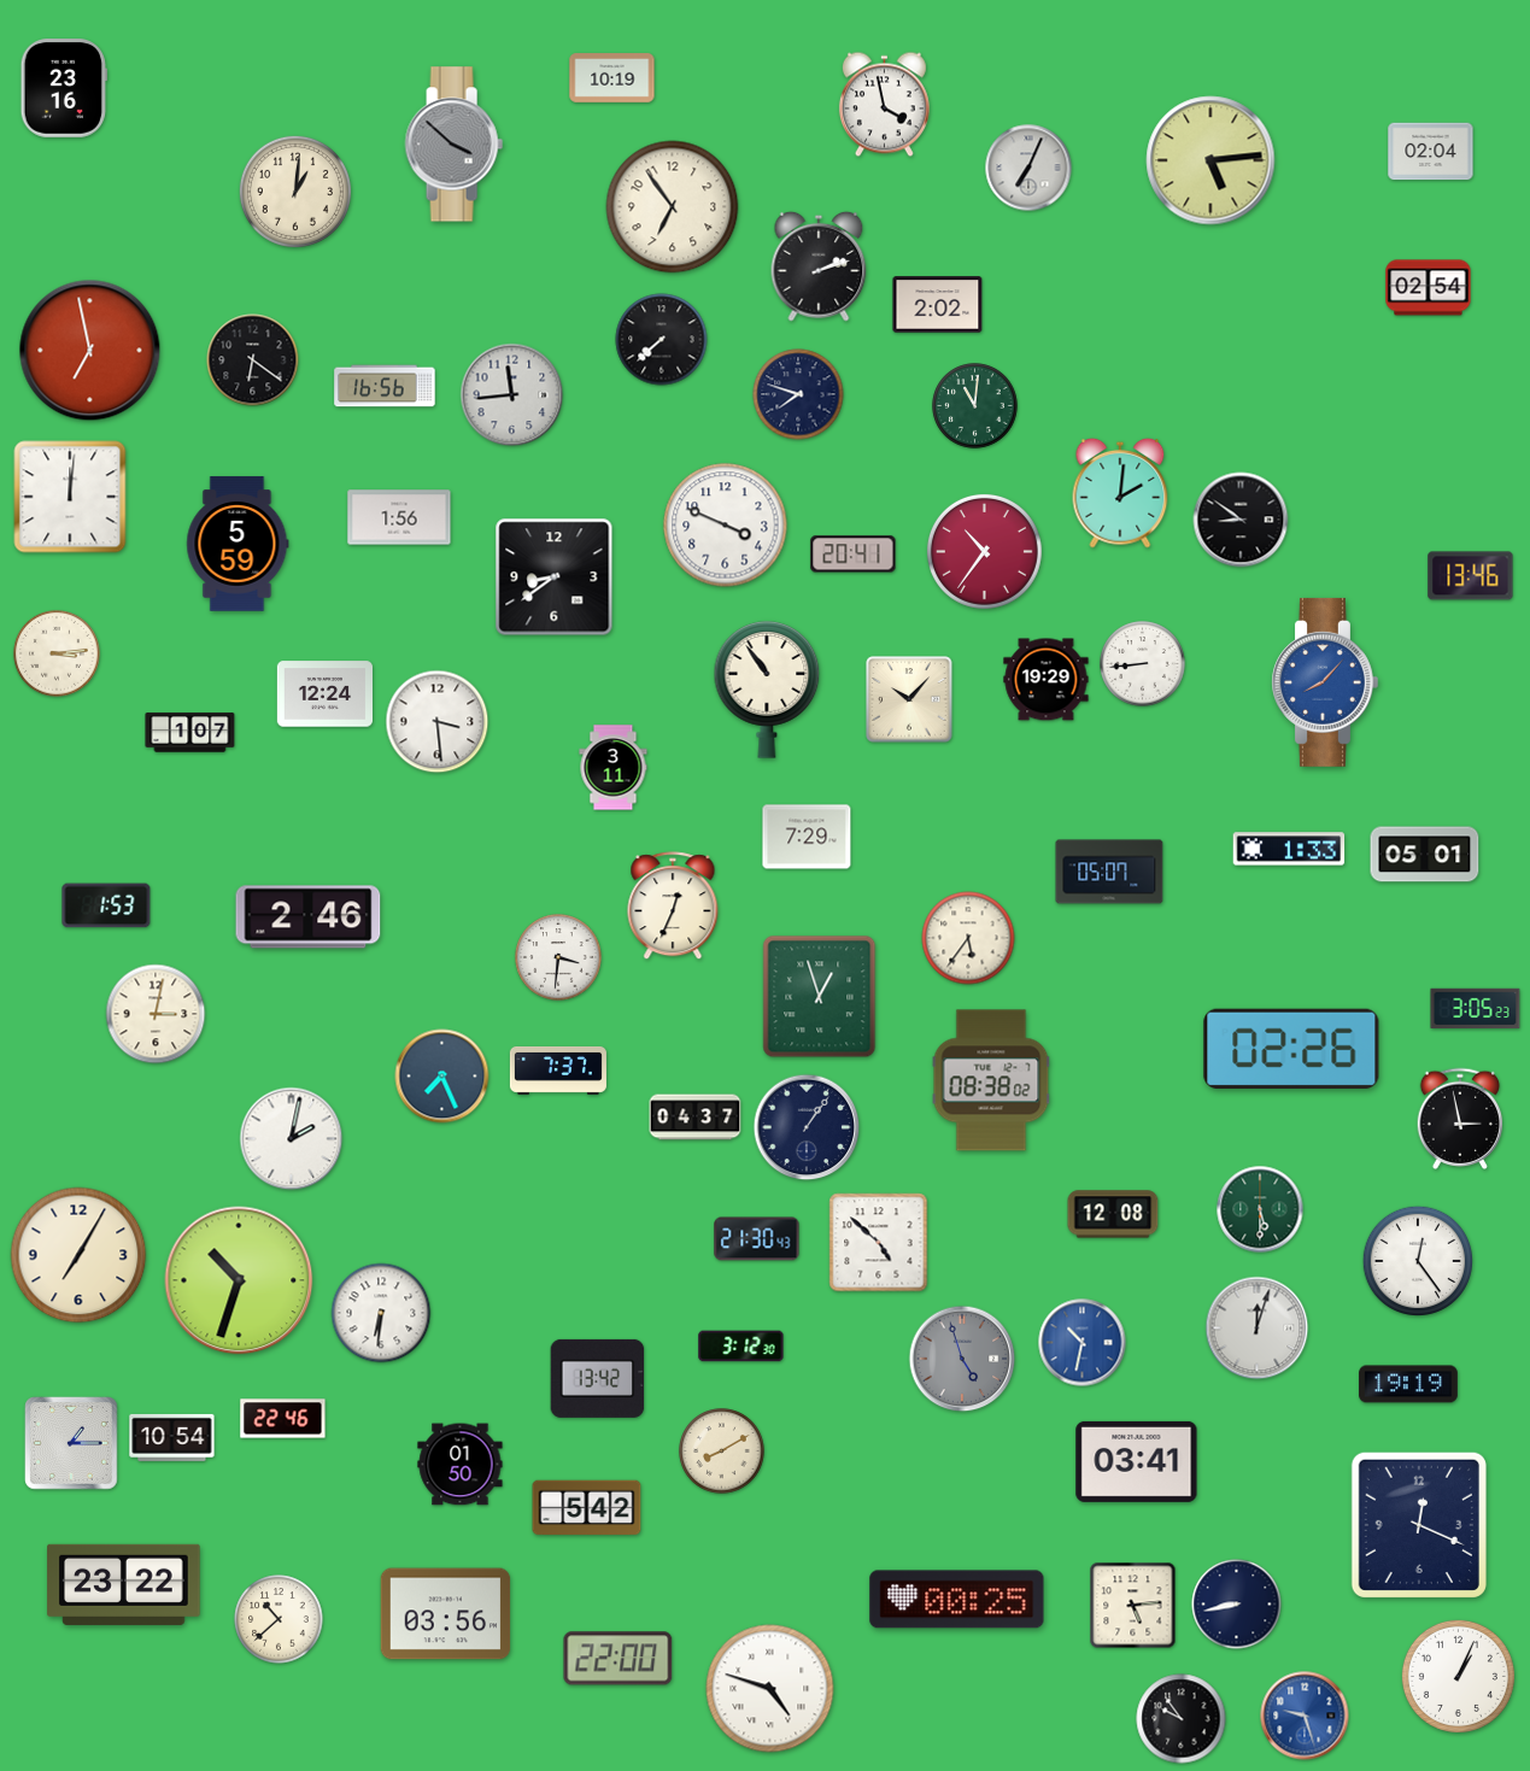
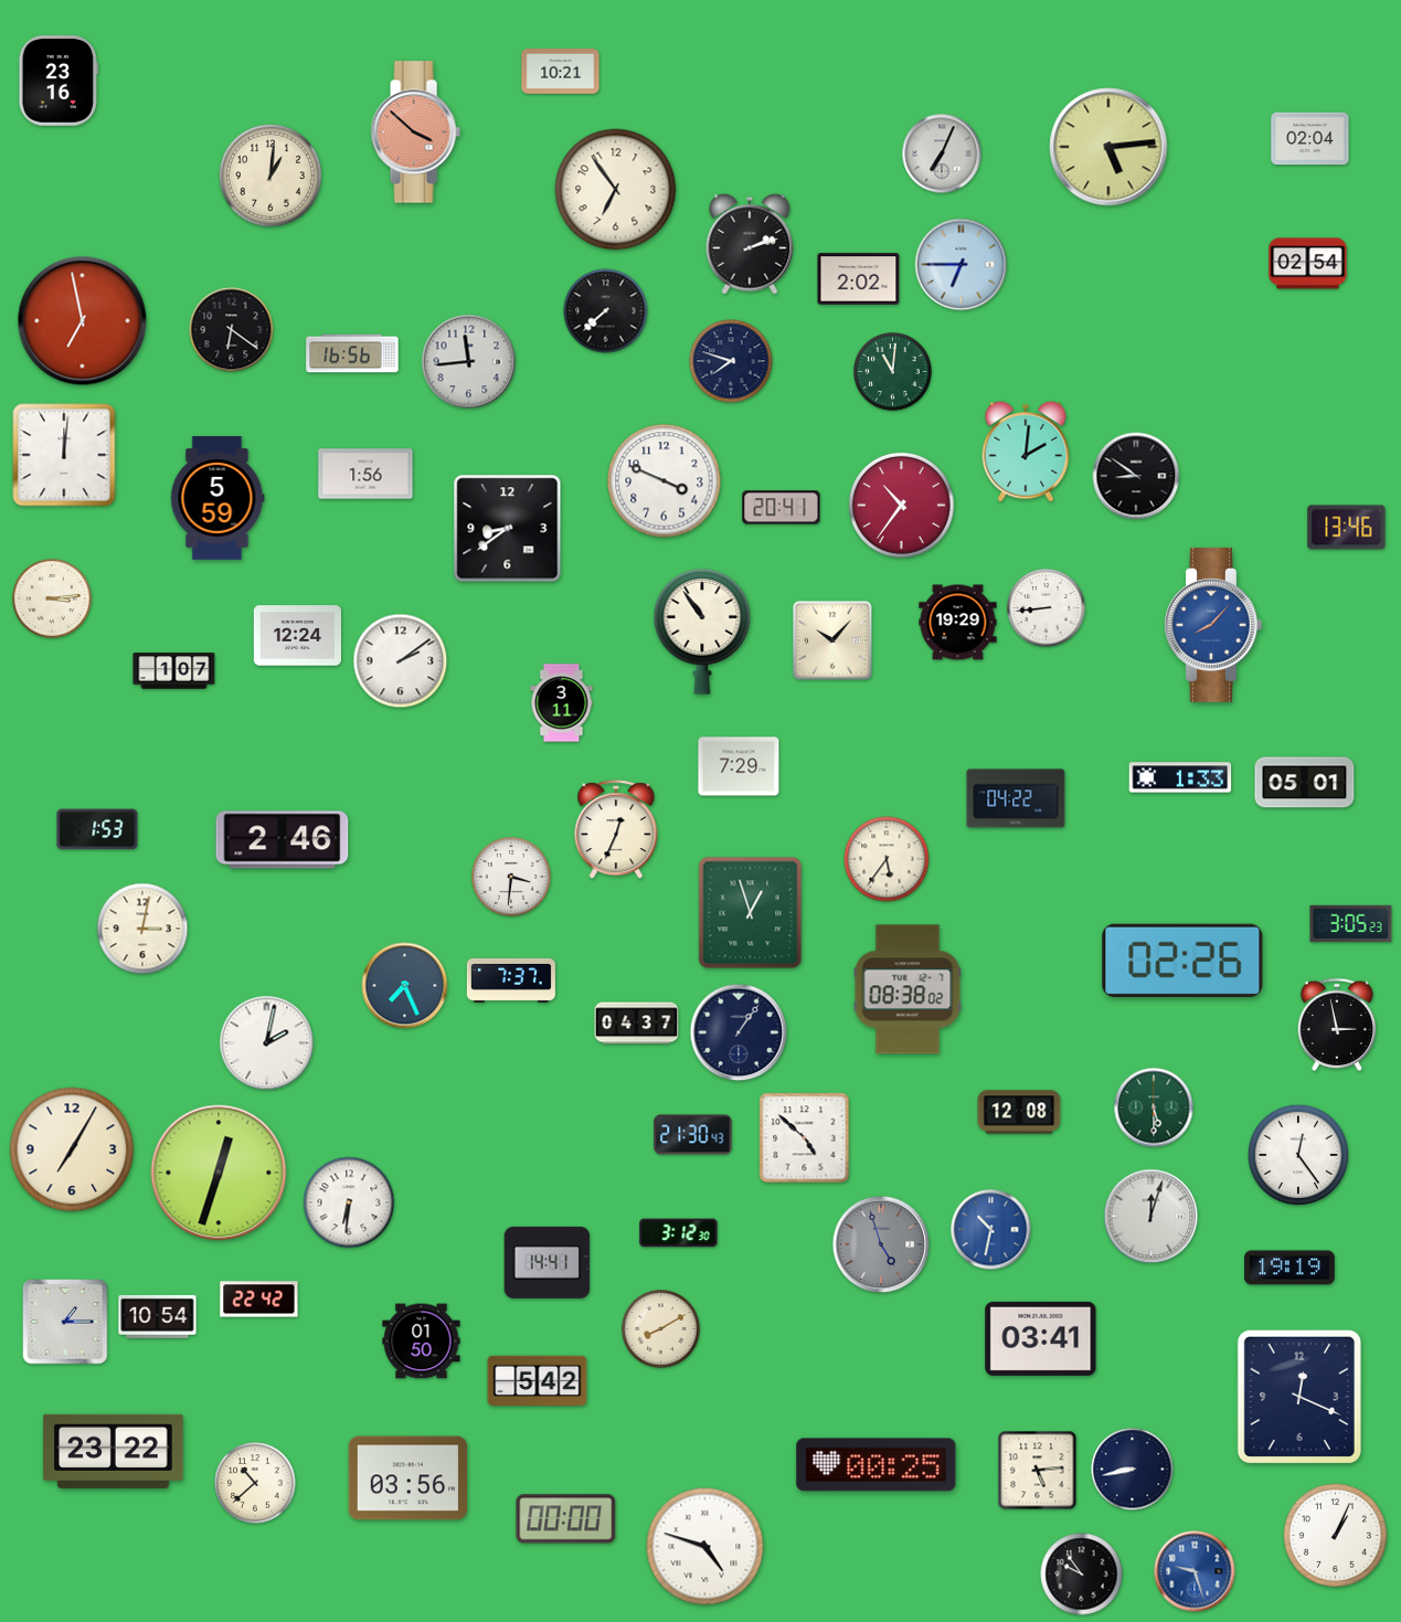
clock at (612, 78): 10:19 -> 10:21
clock at (884, 105): 3:58 -> none
clock at (453, 145) dial: grey -> salmon
clock at (962, 265): none -> 6:45
clock at (438, 722): 3:29 -> 2:09
clock at (1109, 872): 05:07 -> 04:22
clock at (239, 1280): 10:33 -> 12:33
clock at (598, 1378): 13:42 -> 14:41
clock at (283, 1419): 22:46 -> 22:42
clock at (619, 1659): 22:00 -> 00:00
